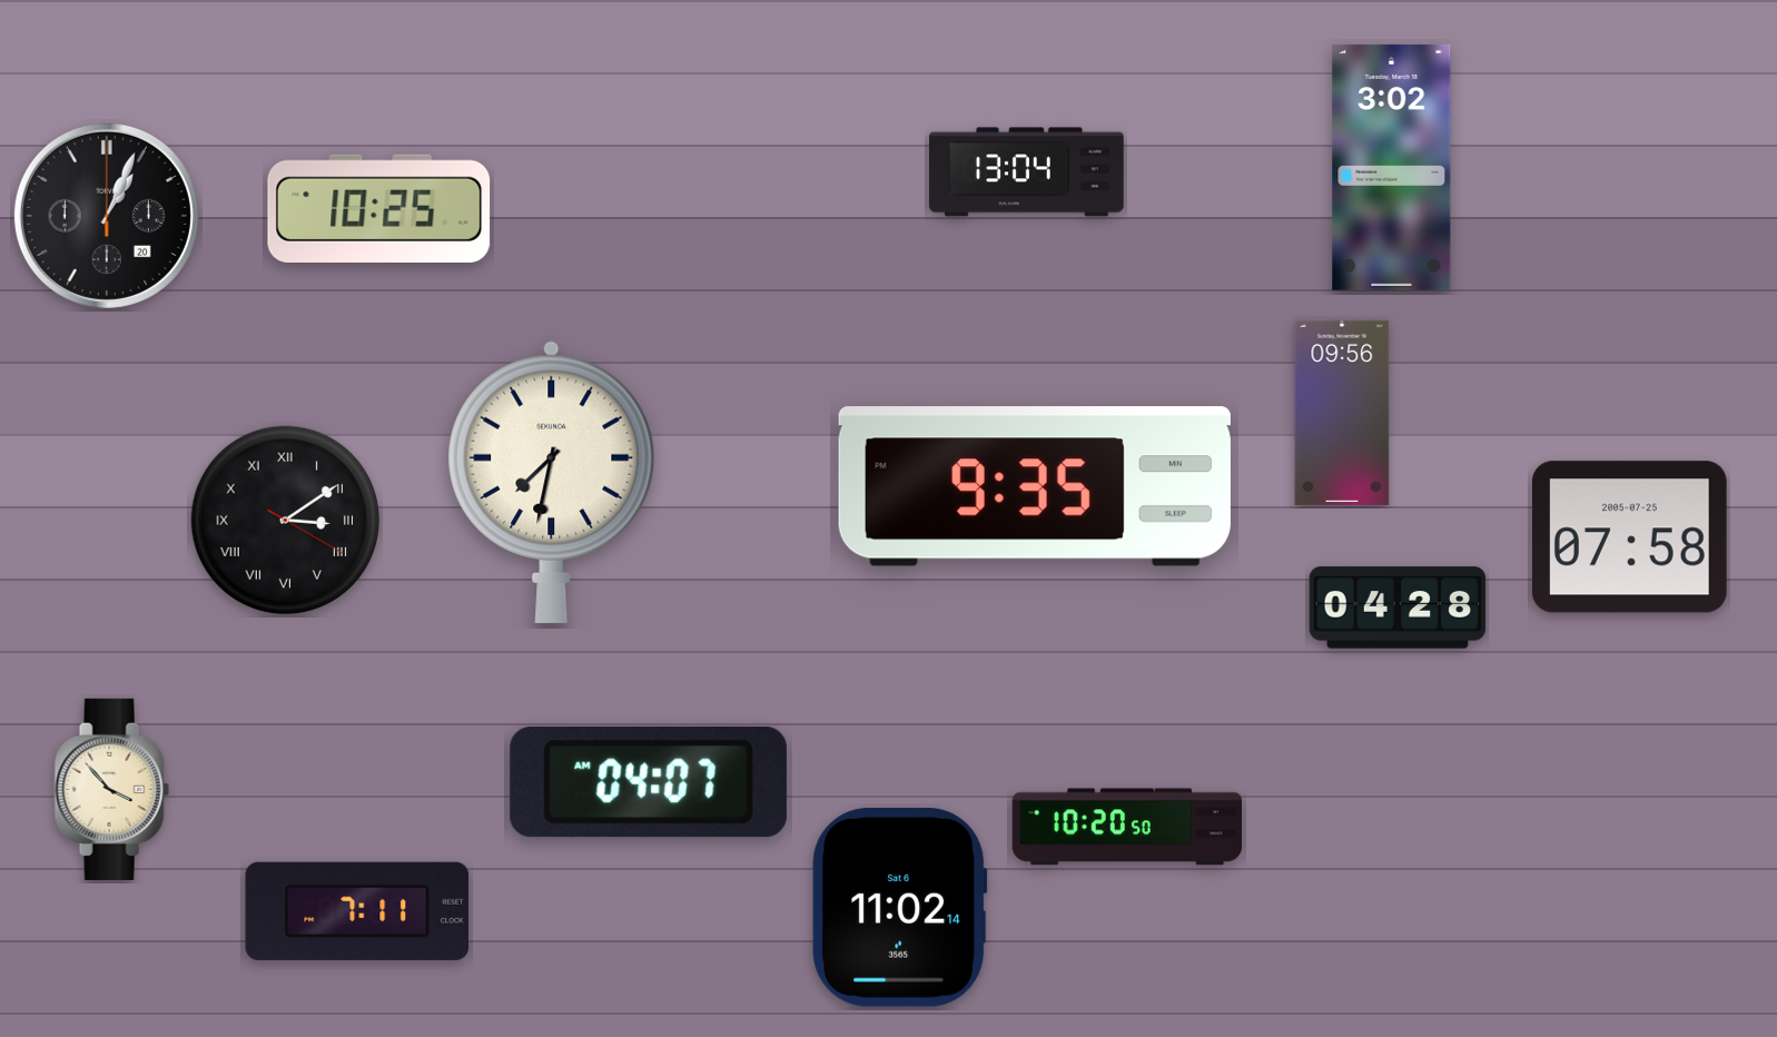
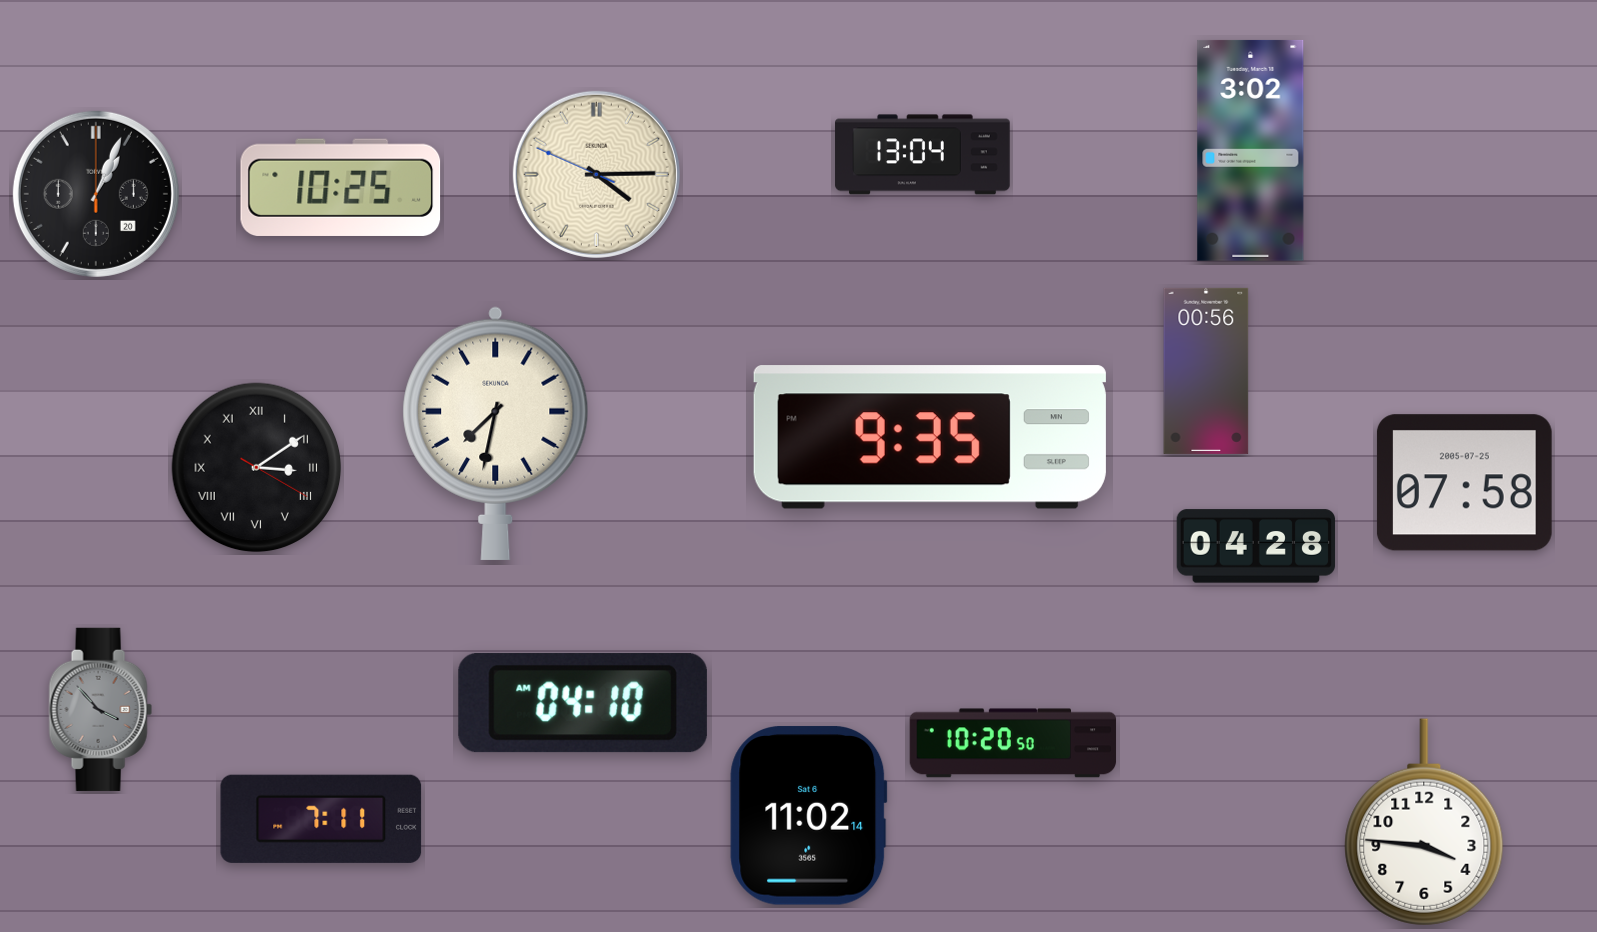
clock at (596, 174): none -> 4:14
clock at (1342, 413): 09:56 -> 00:56
clock at (649, 782): 04:07 -> 04:10
clock at (111, 789) dial: cream -> grey
clock at (1424, 822): none -> 3:46
